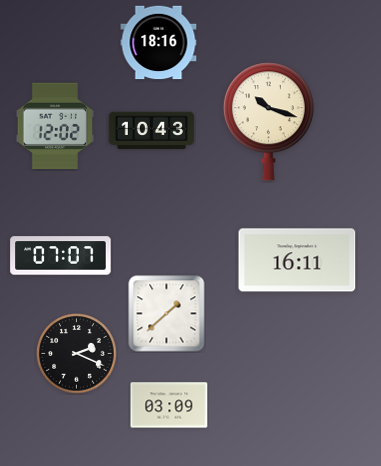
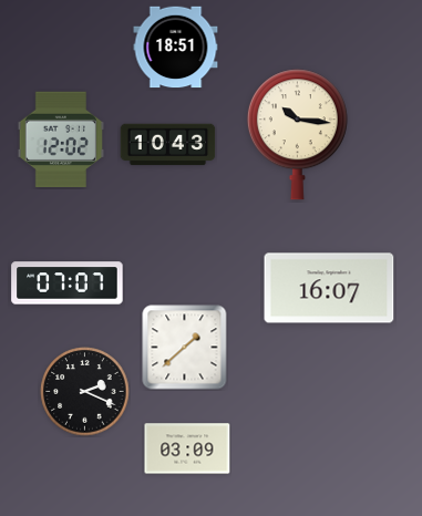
clock at (159, 43): 18:16 -> 18:51
clock at (268, 122): 10:18 -> 10:16
clock at (297, 260): 16:11 -> 16:07
